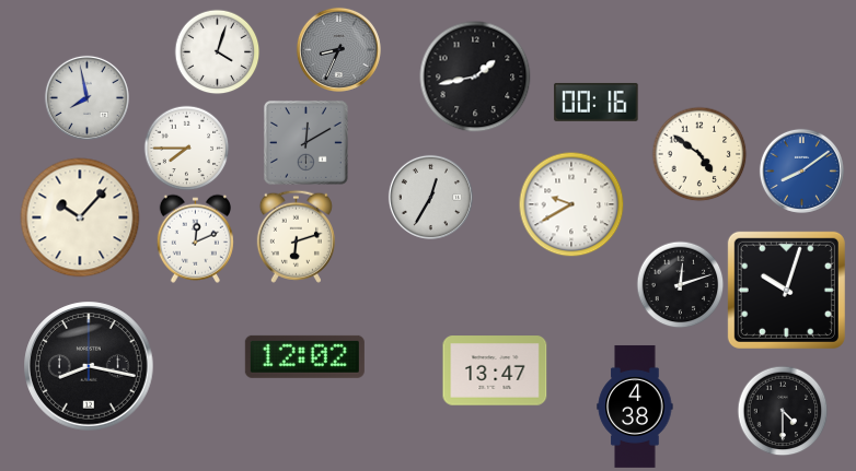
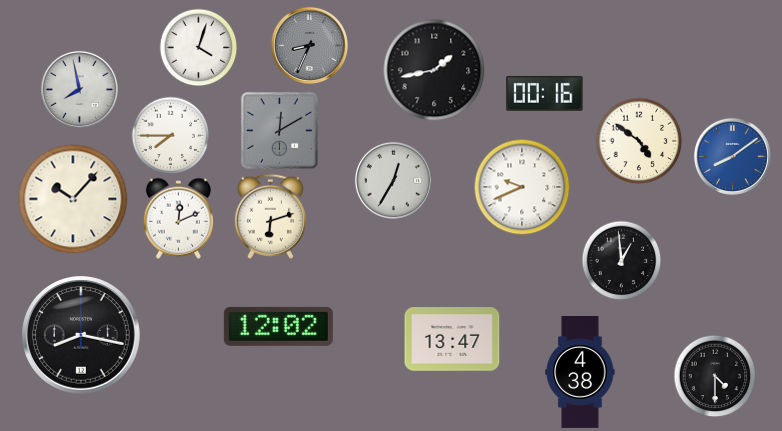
clock at (571, 204): 9:40 -> 9:41
clock at (680, 284): 12:12 -> 12:59
clock at (786, 290): 10:03 -> none
